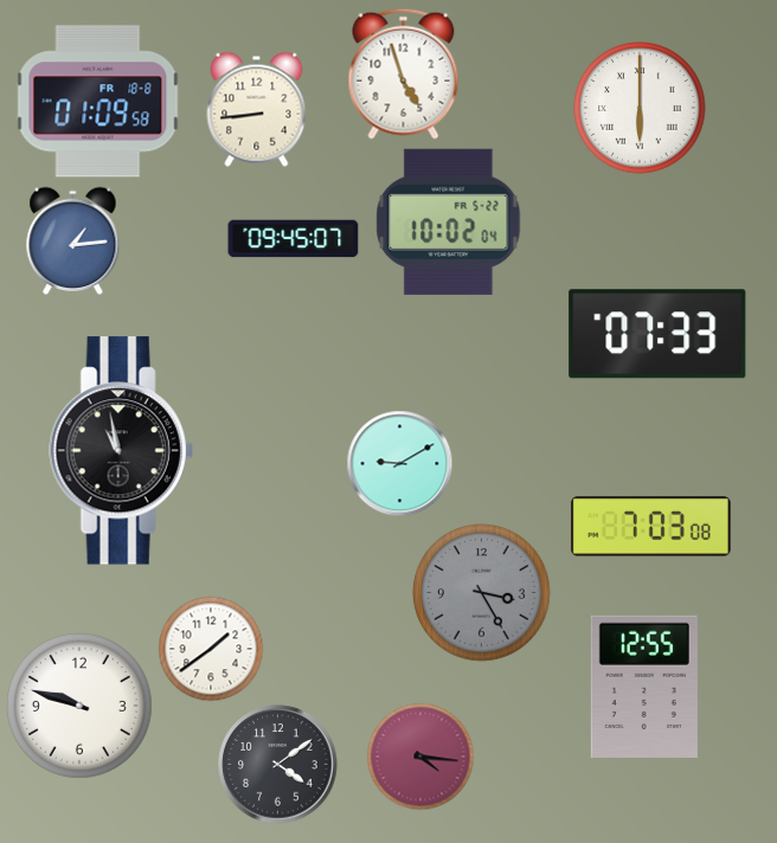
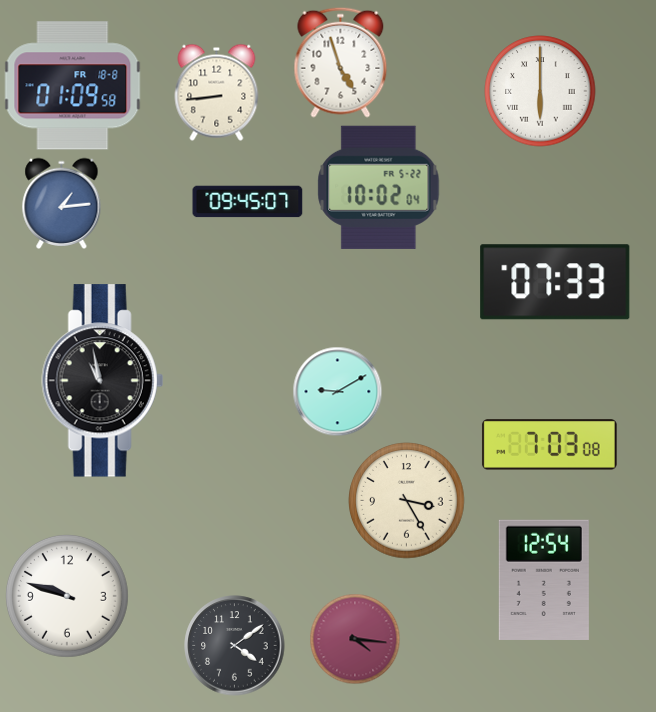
clock at (98, 102) position: (98, 102) -> (73, 86)
clock at (482, 593) dial: grey -> cream
clock at (211, 649): 1:39 -> none
clock at (644, 687): 12:55 -> 12:54
